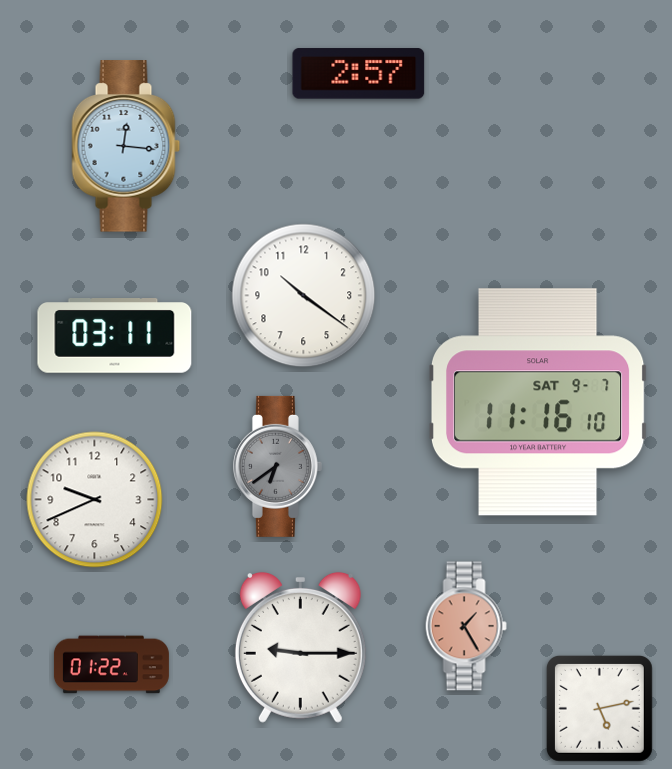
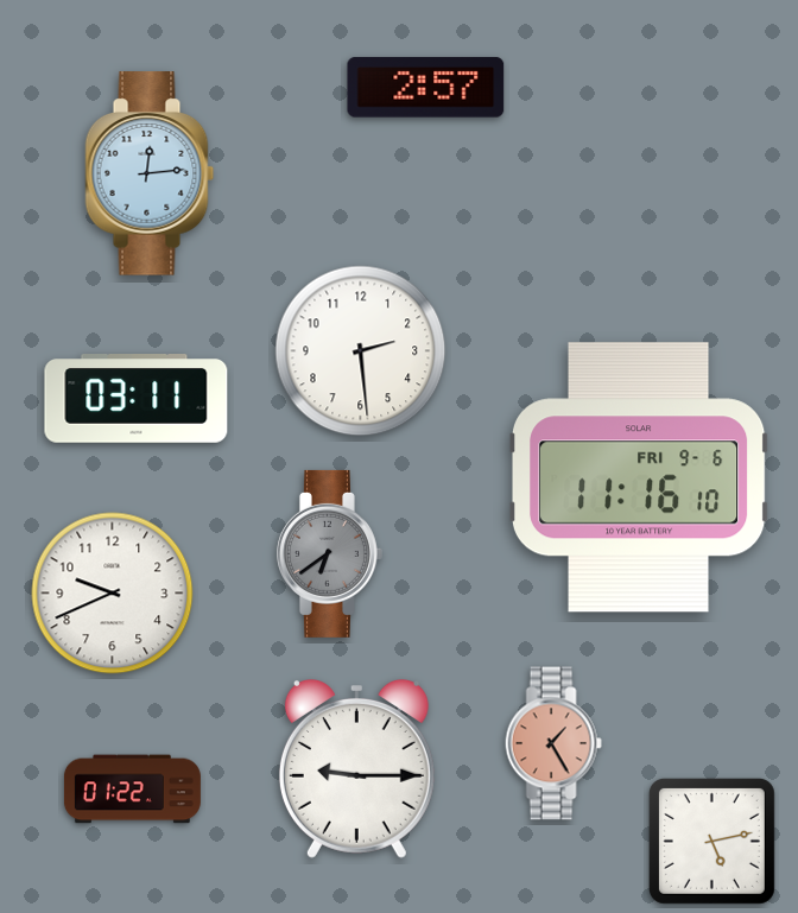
clock at (126, 146): 12:16 -> 12:14
clock at (304, 296): 10:21 -> 2:29
clock at (538, 402) date: SAT 9-7 -> FRI 9-6
